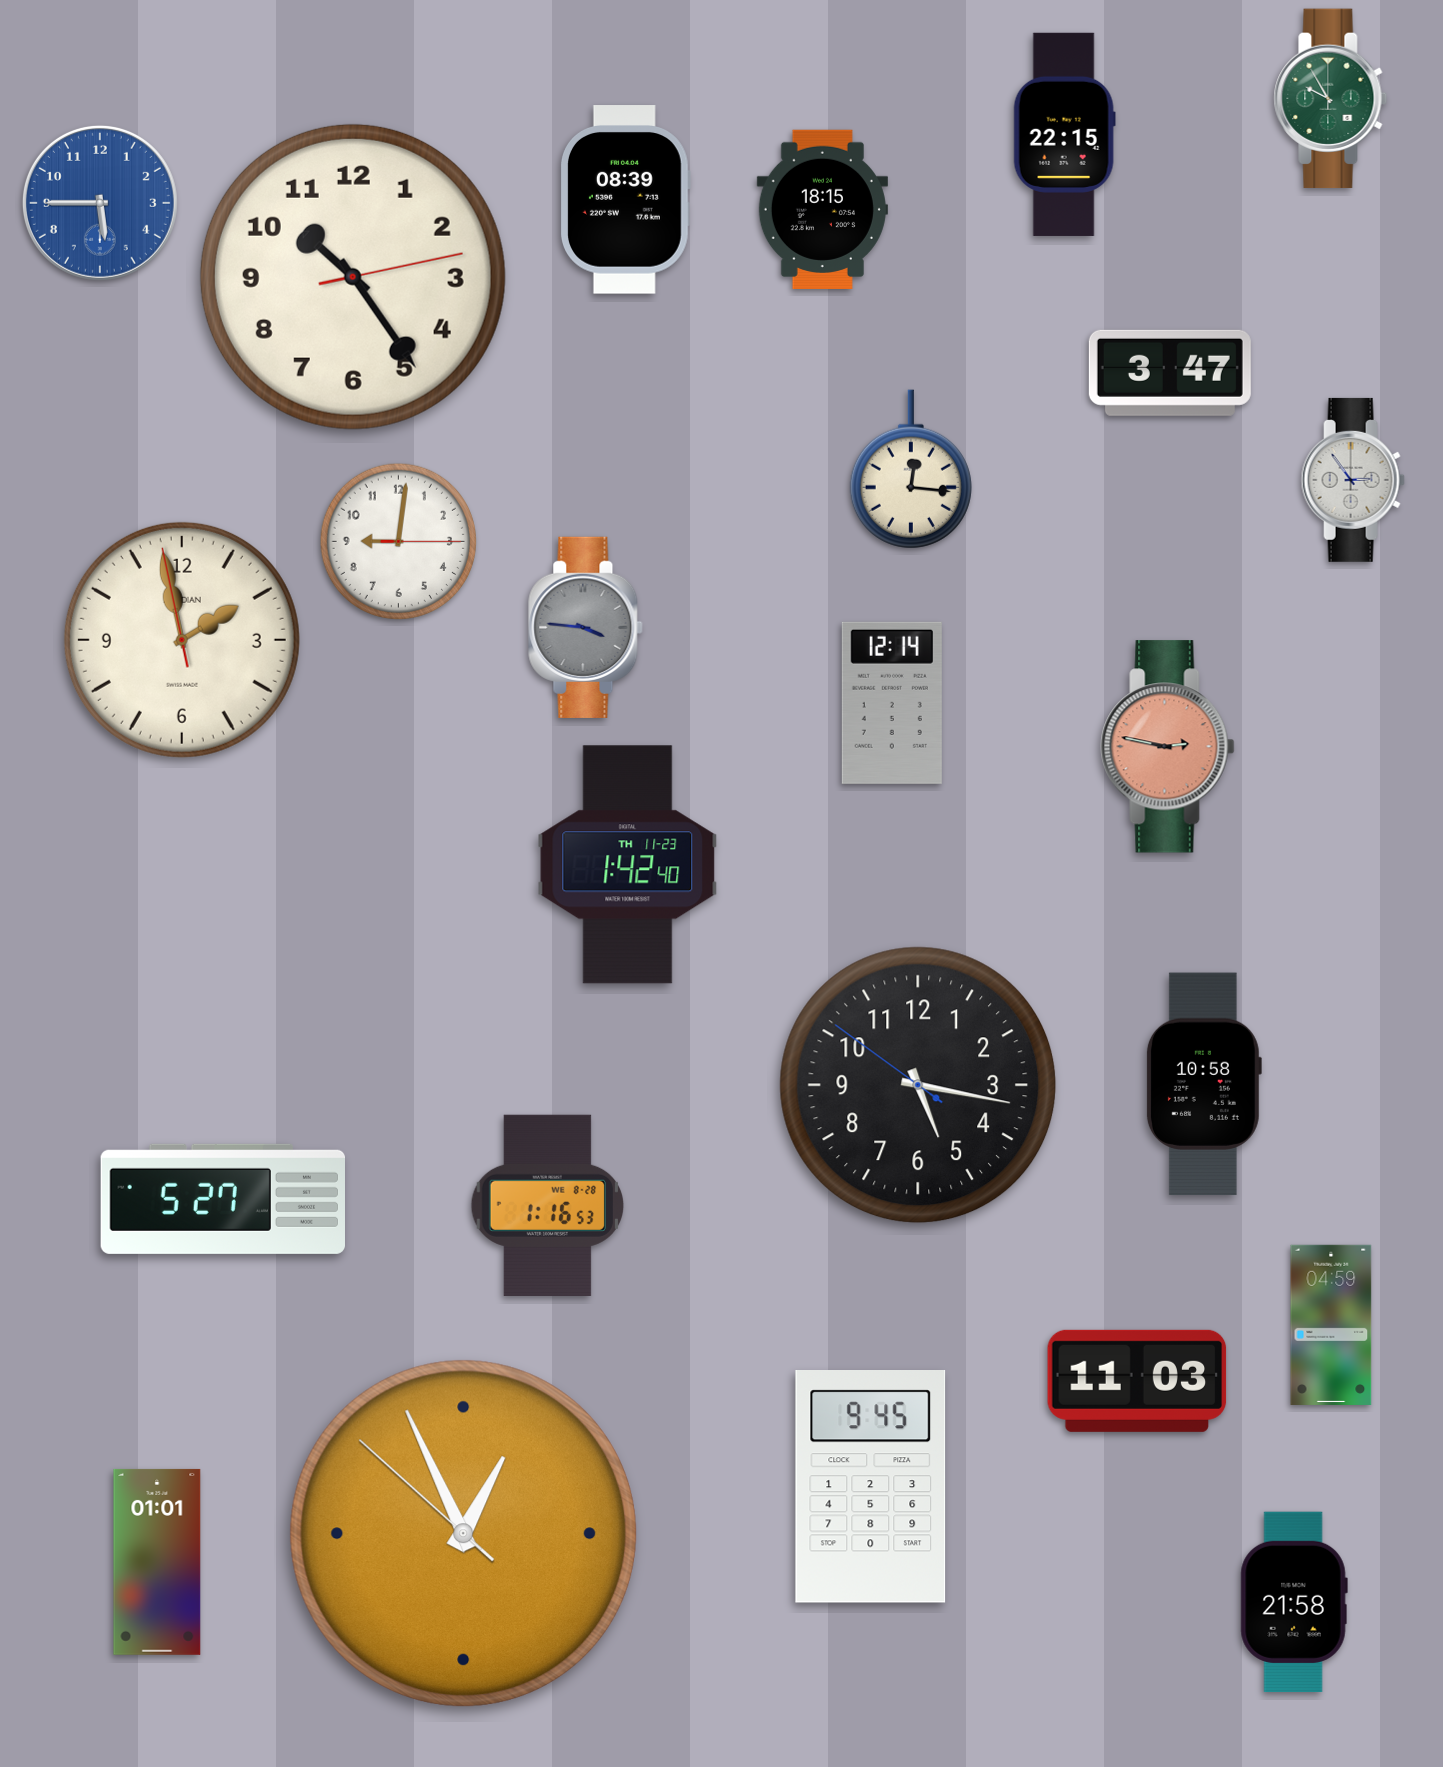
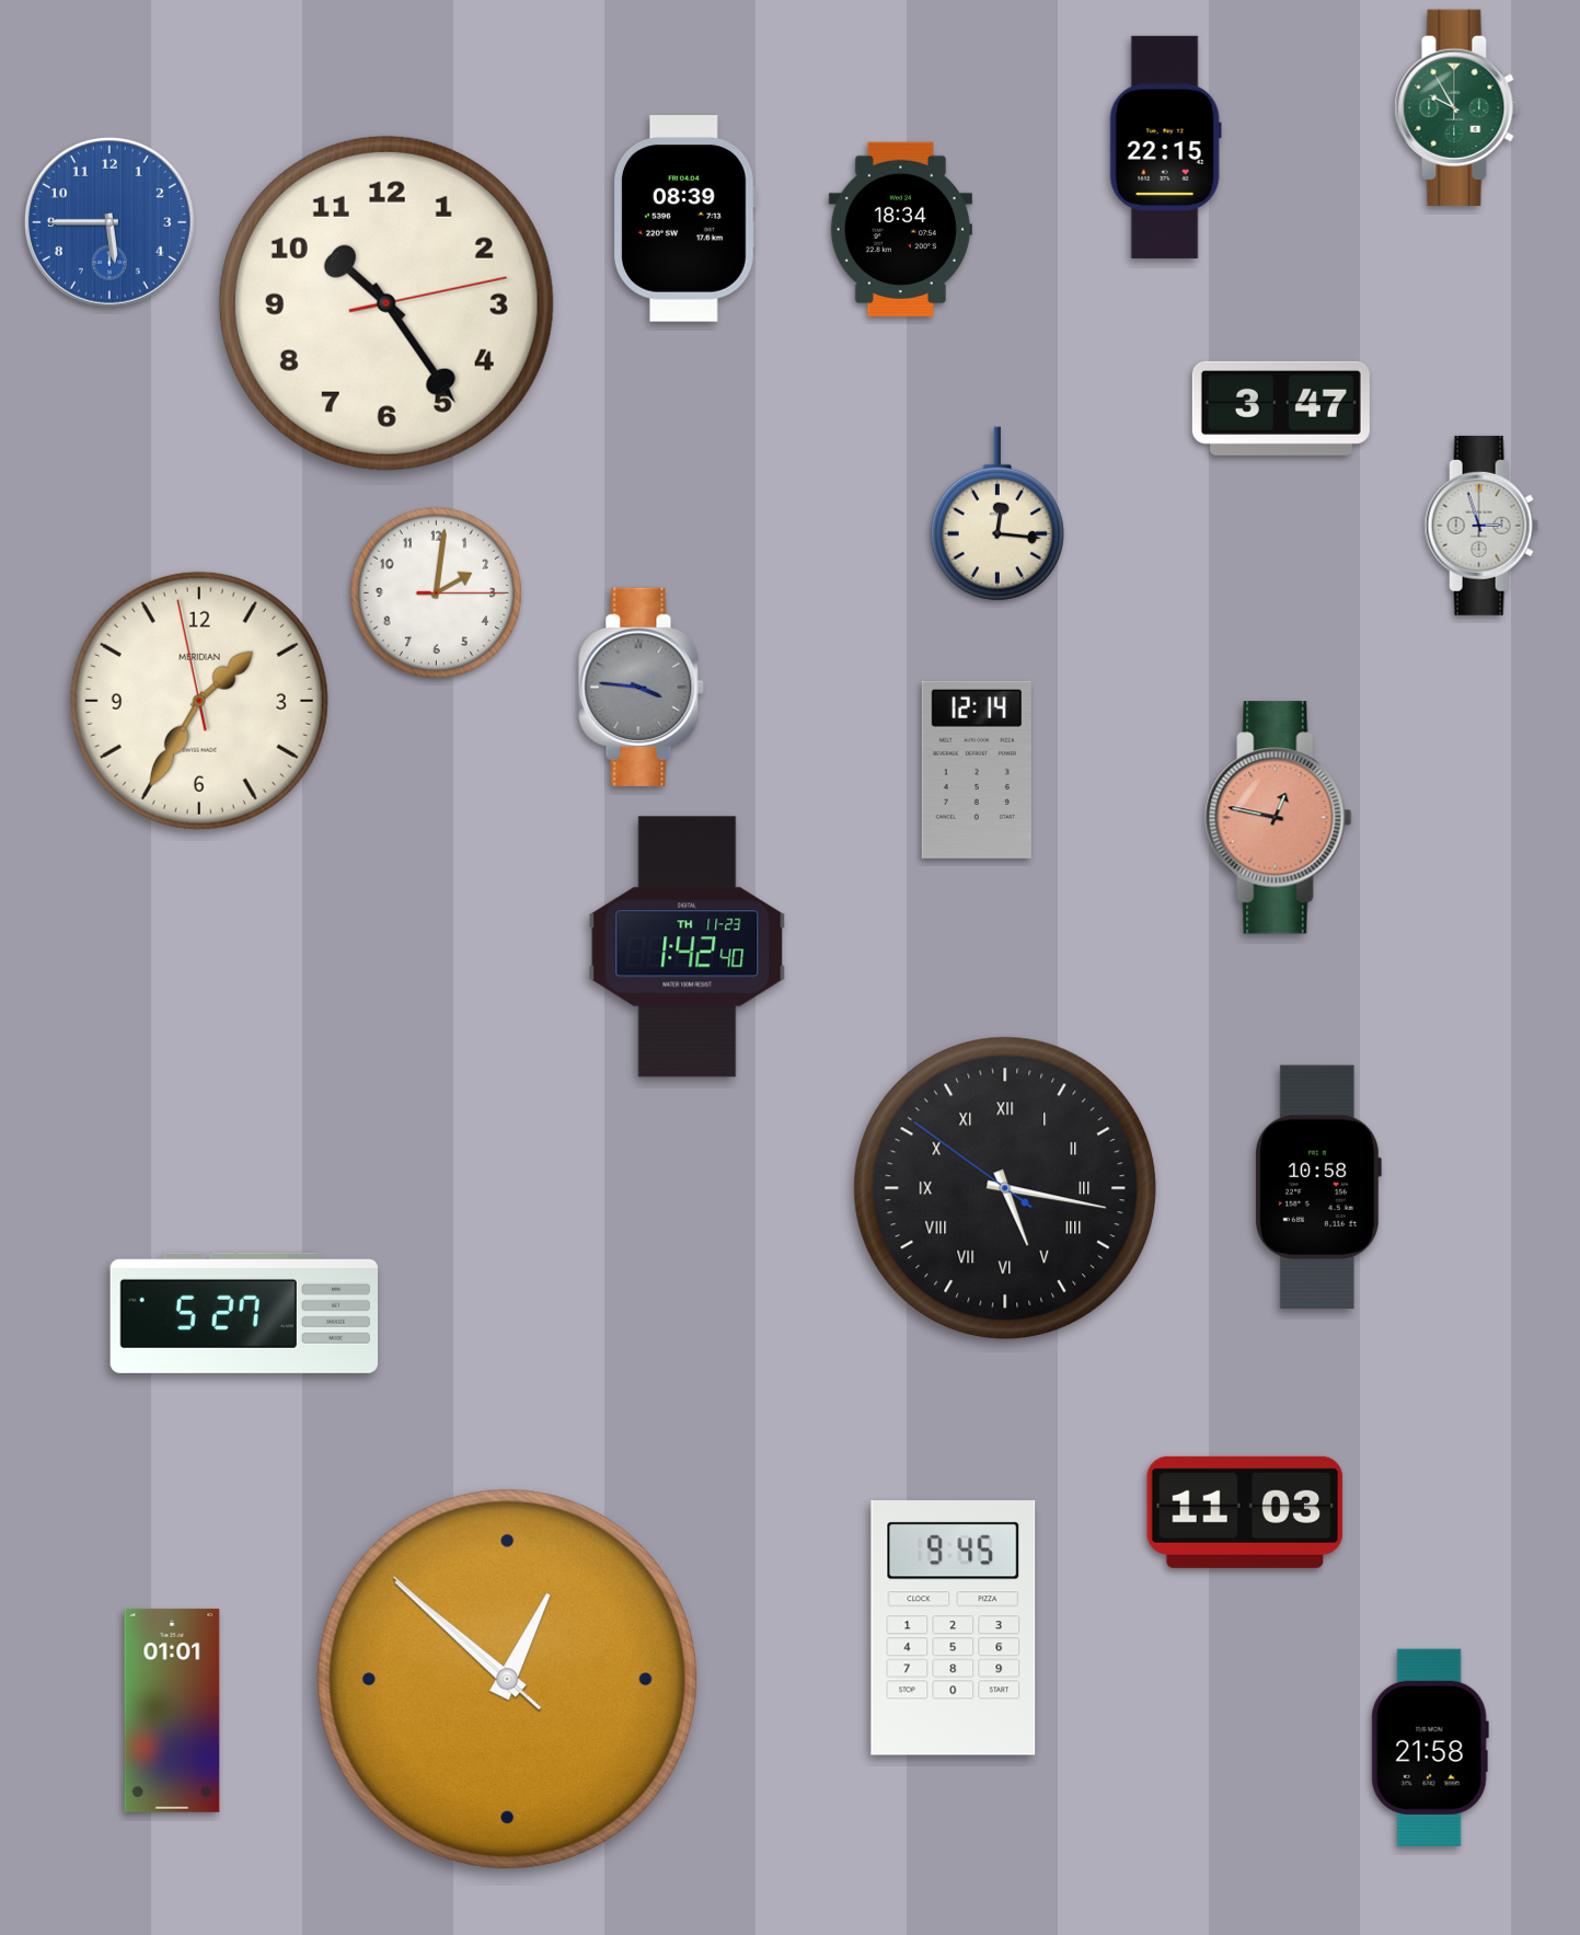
clock at (822, 209): 18:15 -> 18:34
clock at (1353, 480): 2:54 -> 2:57
clock at (398, 541): 9:01 -> 2:01
clock at (182, 640): 1:57 -> 1:34
clock at (1168, 747): 2:47 -> 12:47
clock at (918, 1085) numerals: Arabic -> Roman
clock at (547, 1205): 1:16 -> none
clock at (1331, 1325): 04:59 -> none
clock at (463, 1533): 12:55 -> 12:51
clock at (1294, 1601) position: (1294, 1601) -> (1430, 1747)
